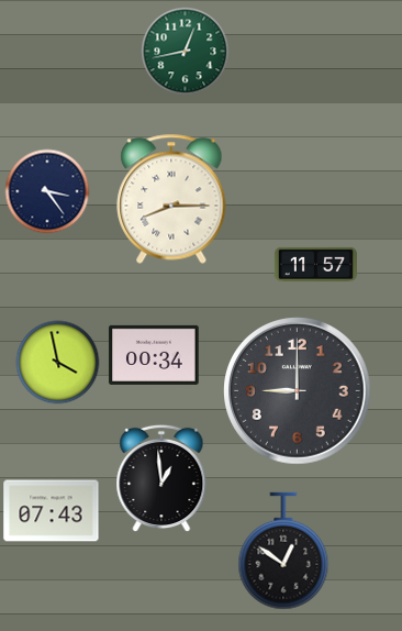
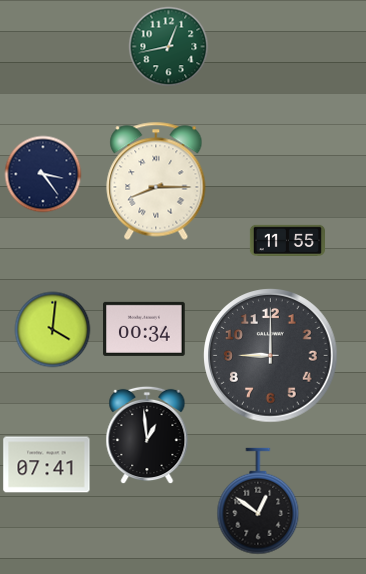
clock at (315, 264): 11:57 -> 11:55
clock at (154, 355) position: (154, 355) -> (144, 329)
clock at (58, 363): 3:58 -> 4:01
clock at (52, 511): 07:43 -> 07:41
